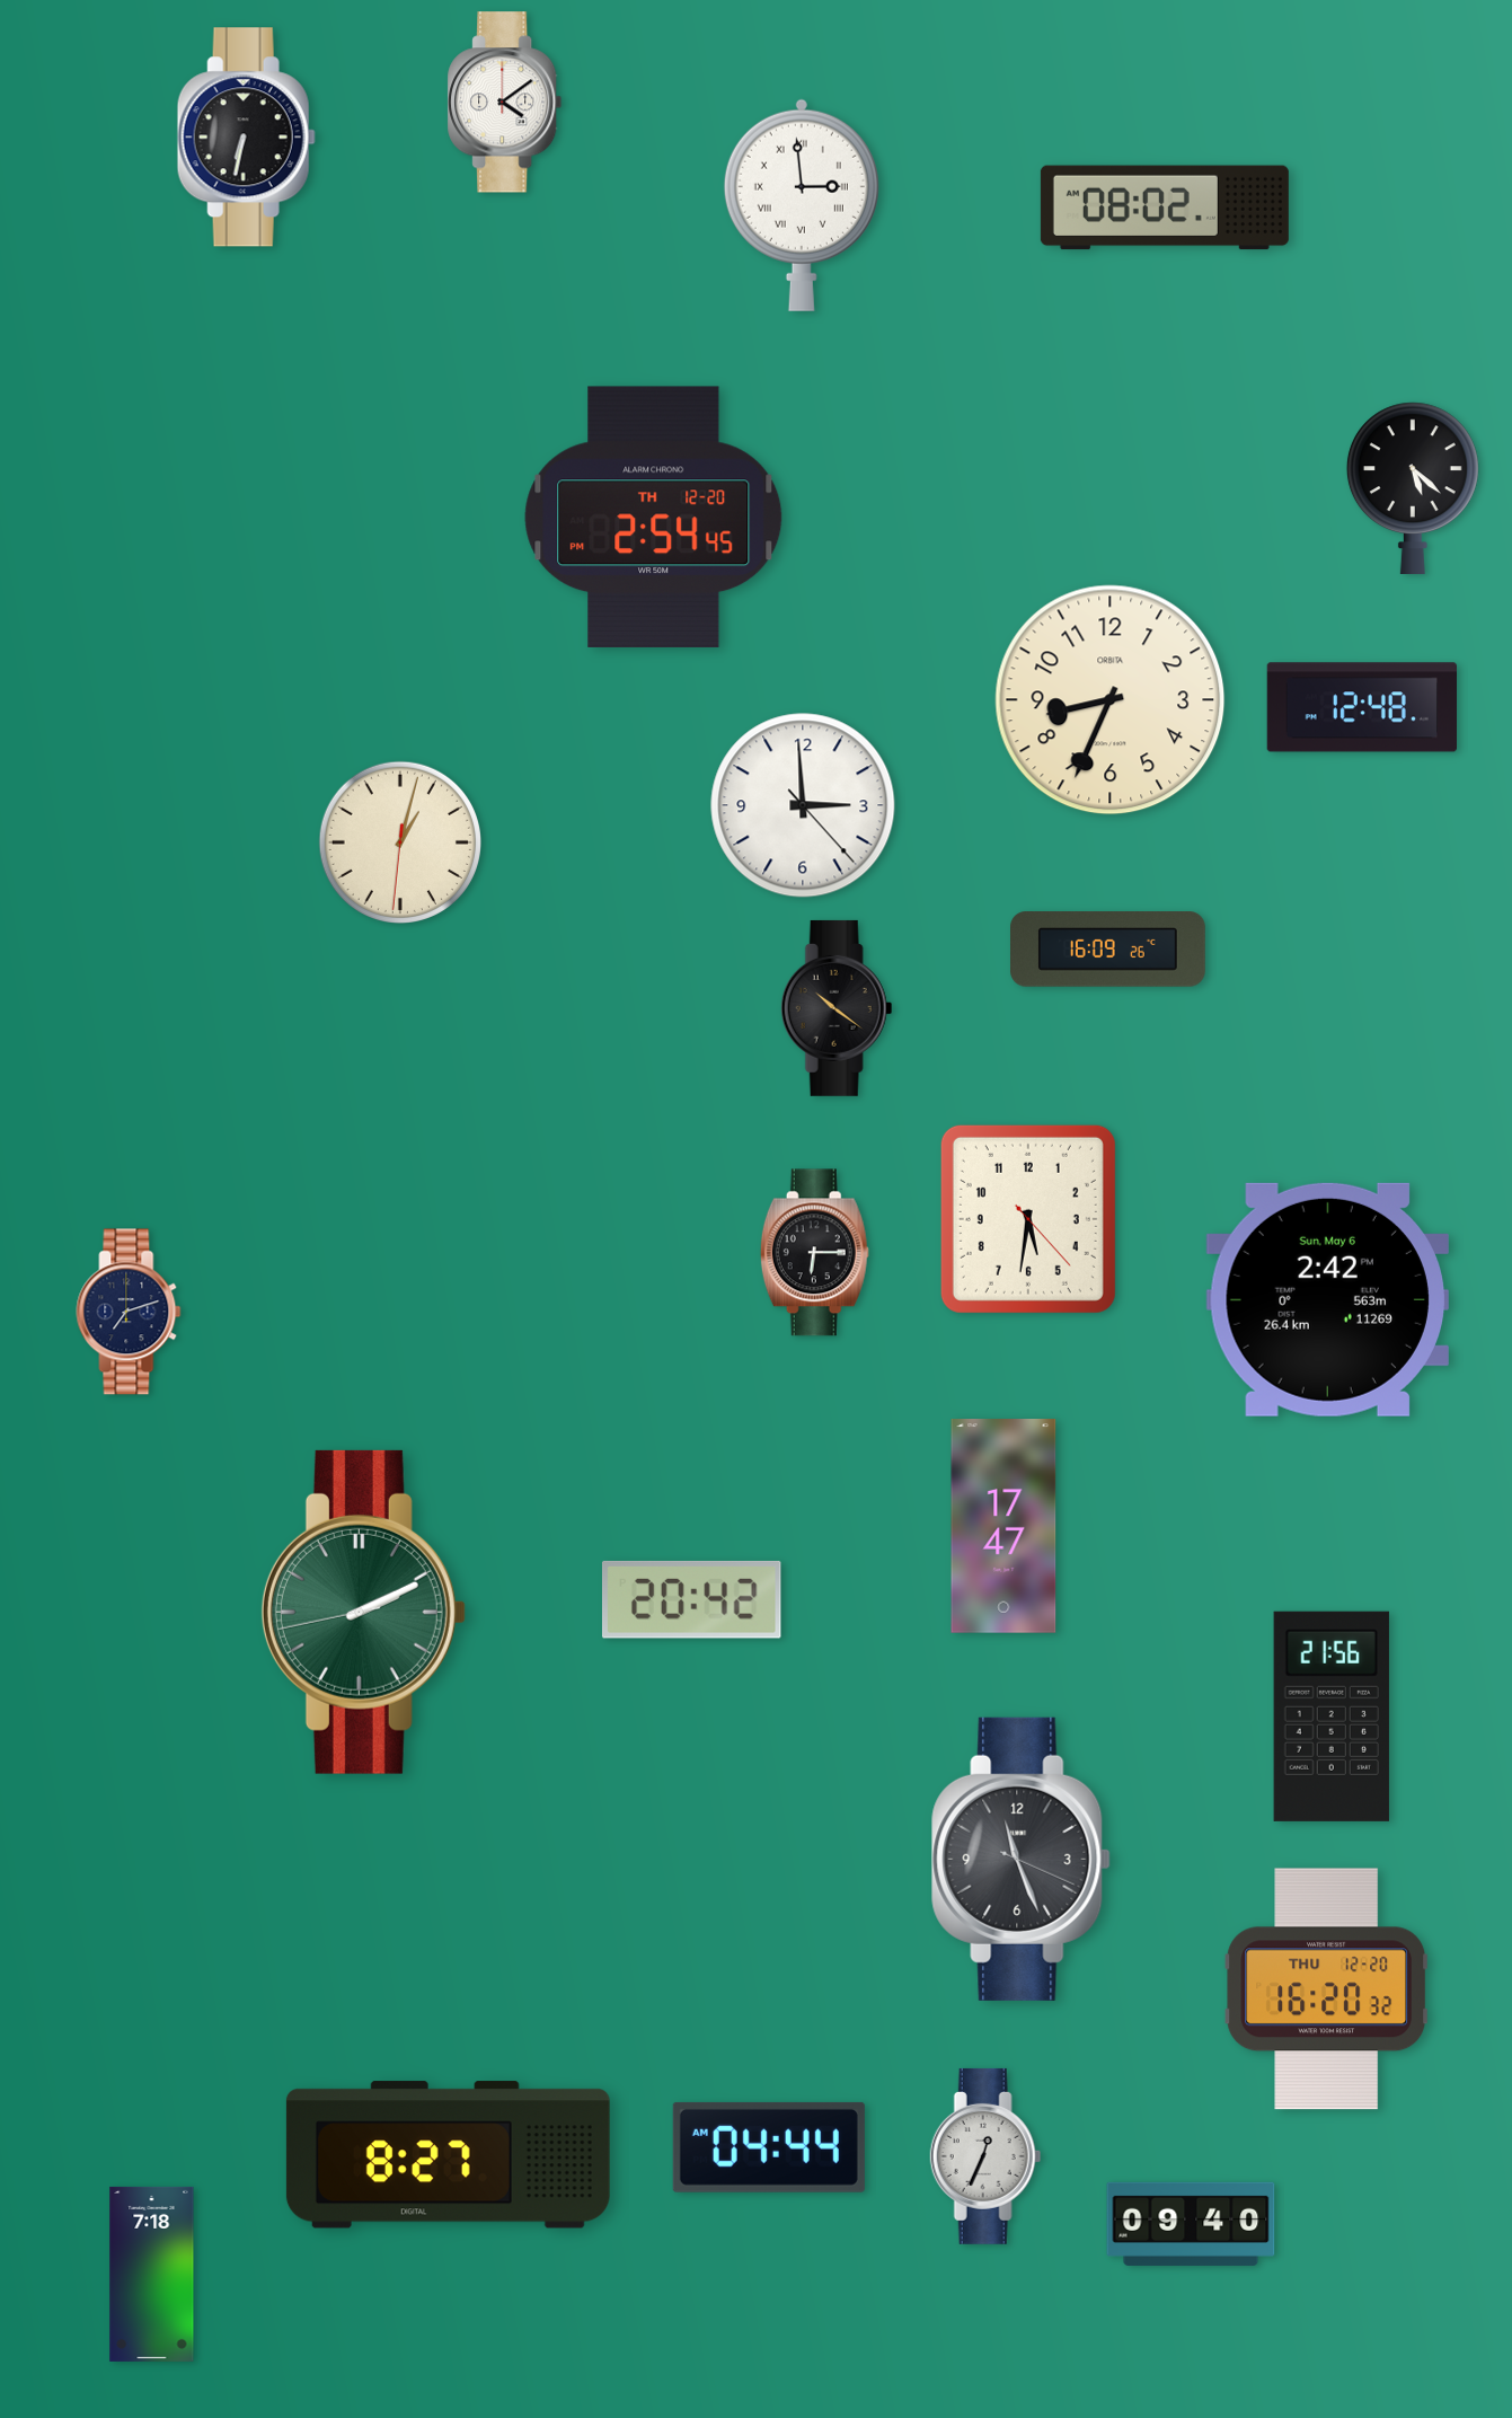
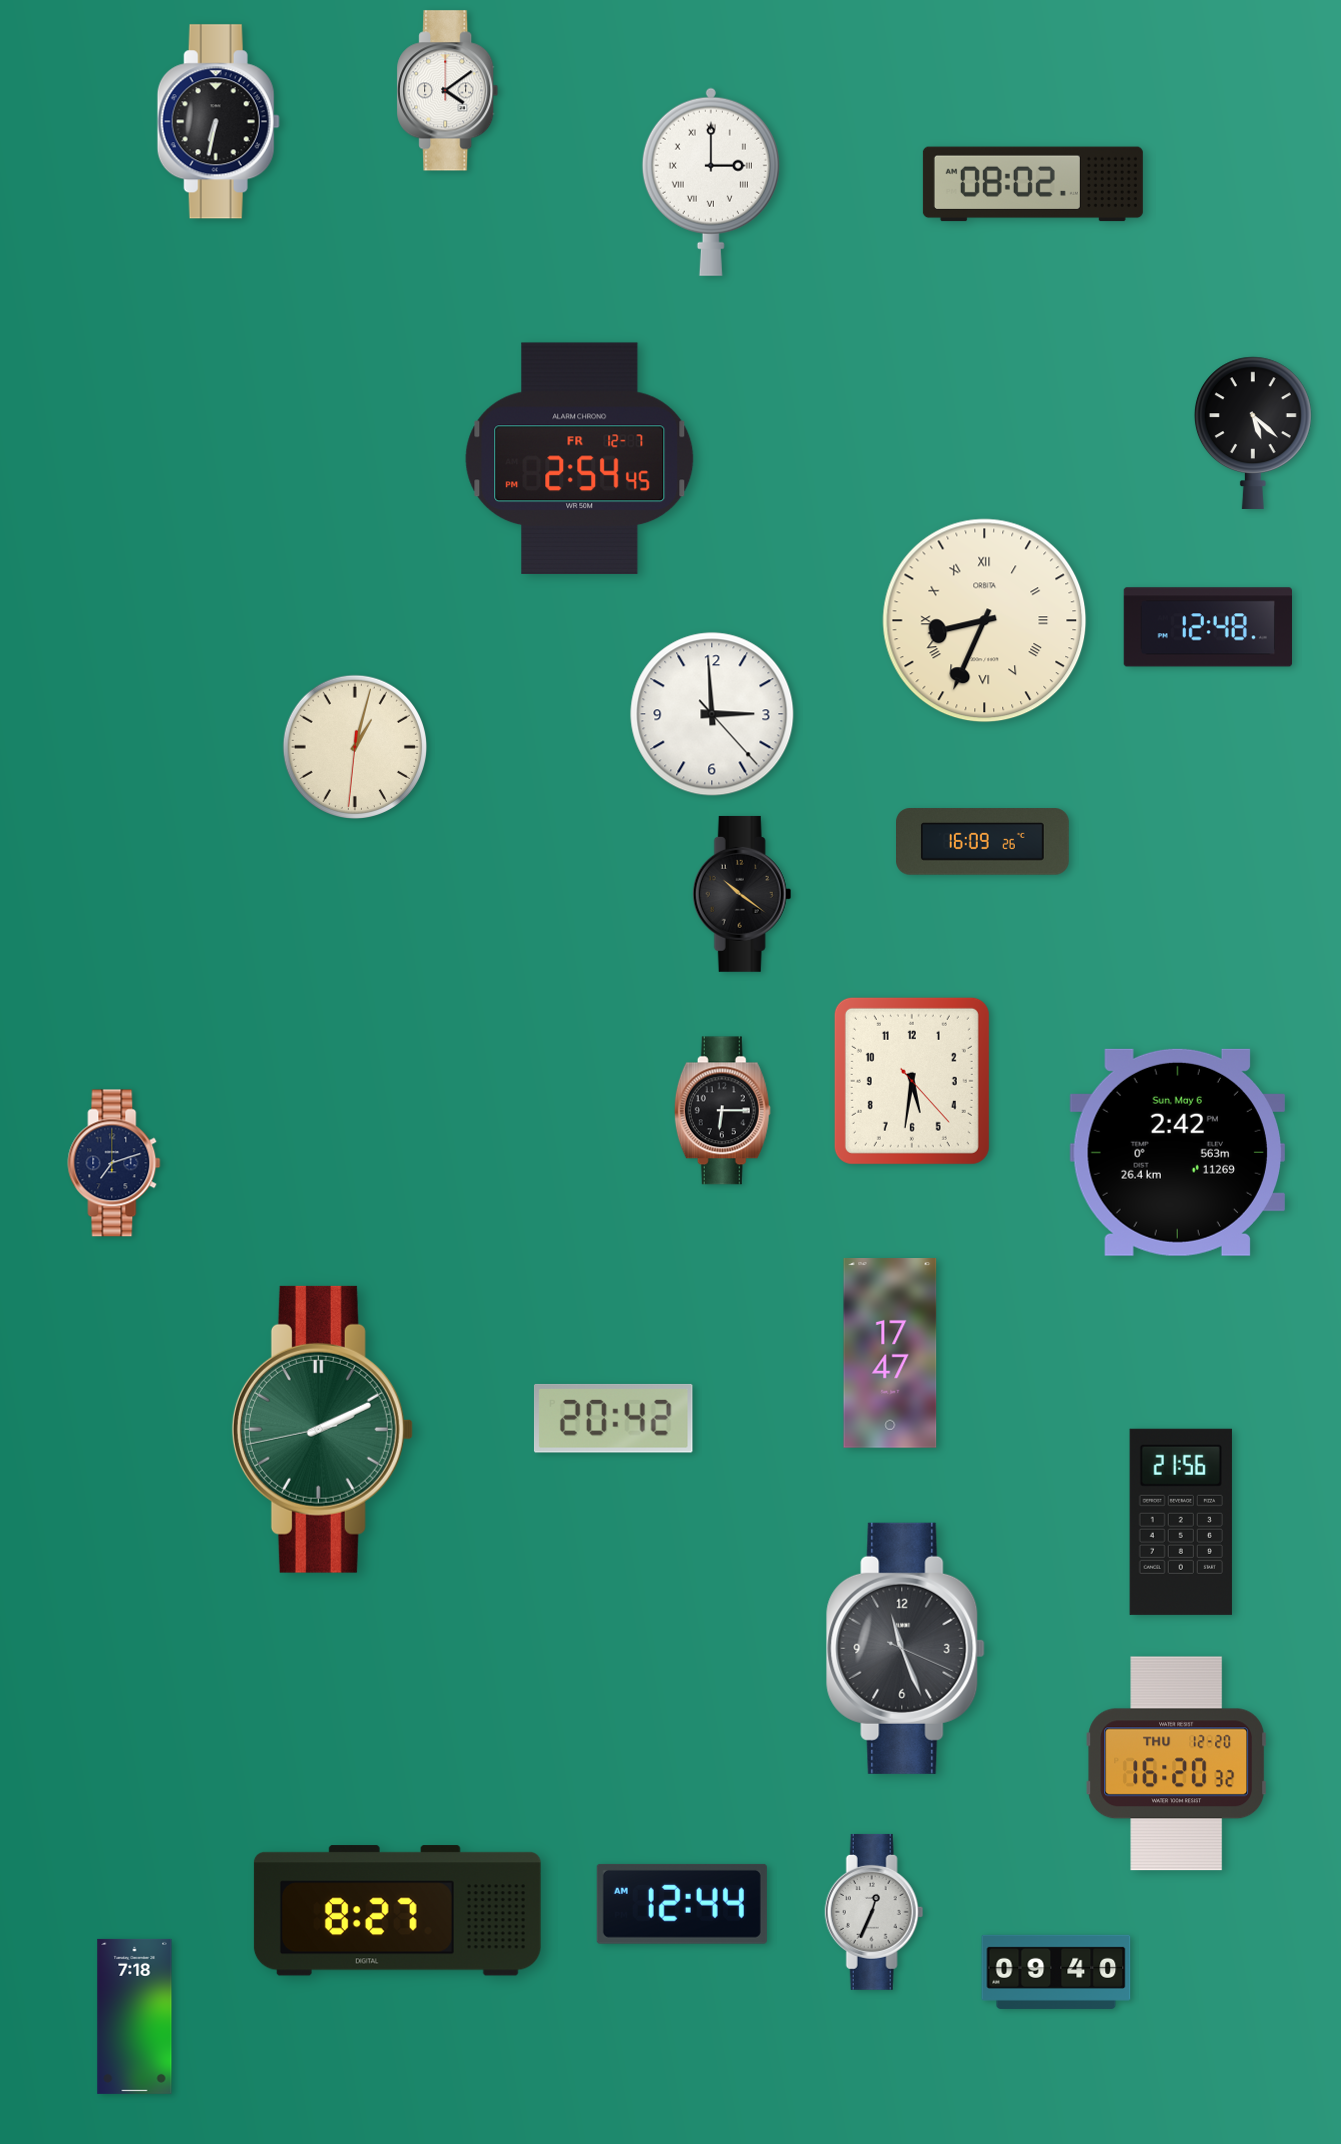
clock at (802, 205): 2:59 -> 3:00
clock at (654, 517) date: TH 12-20 -> FR 12-7
clock at (1111, 700) numerals: Arabic -> Roman
clock at (769, 2147): 04:44 -> 12:44
